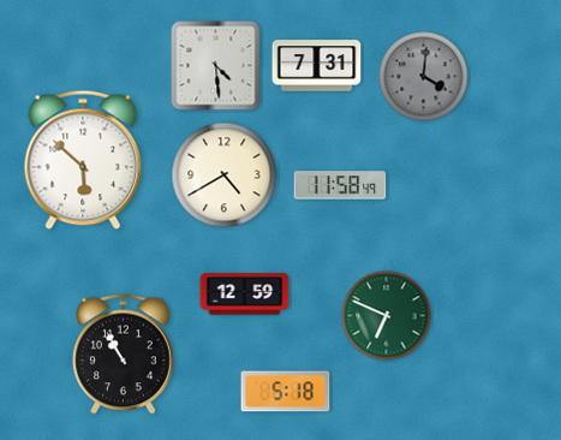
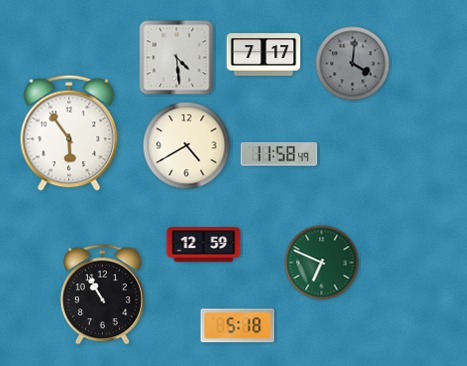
clock at (216, 66) position: (216, 66) -> (177, 58)
clock at (317, 66): 7:31 -> 7:17
clock at (83, 160): 5:52 -> 5:54
clock at (340, 185) position: (340, 185) -> (279, 154)
